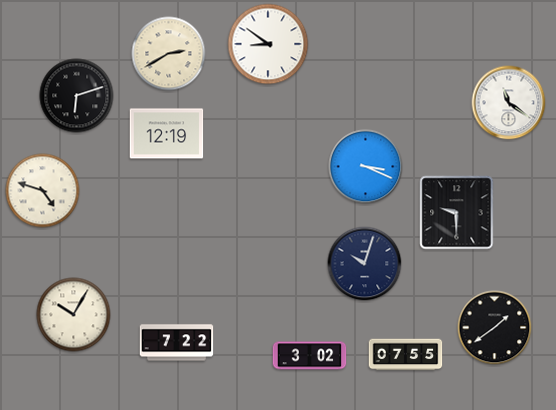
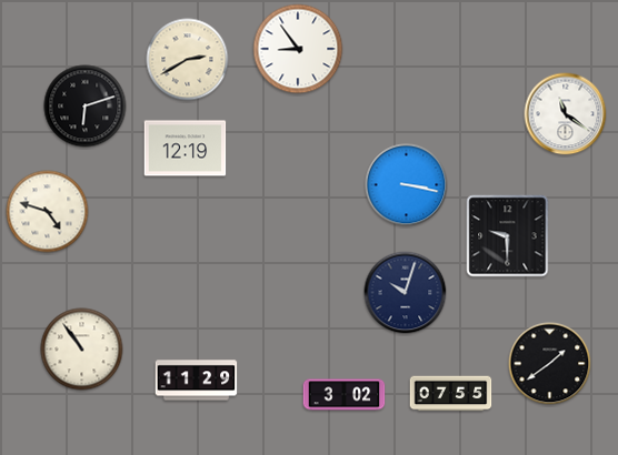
clock at (268, 44): 8:51 -> 8:54
clock at (366, 167): 3:19 -> 3:17
clock at (74, 315): 10:05 -> 10:54
clock at (177, 343): 7:22 -> 11:29
